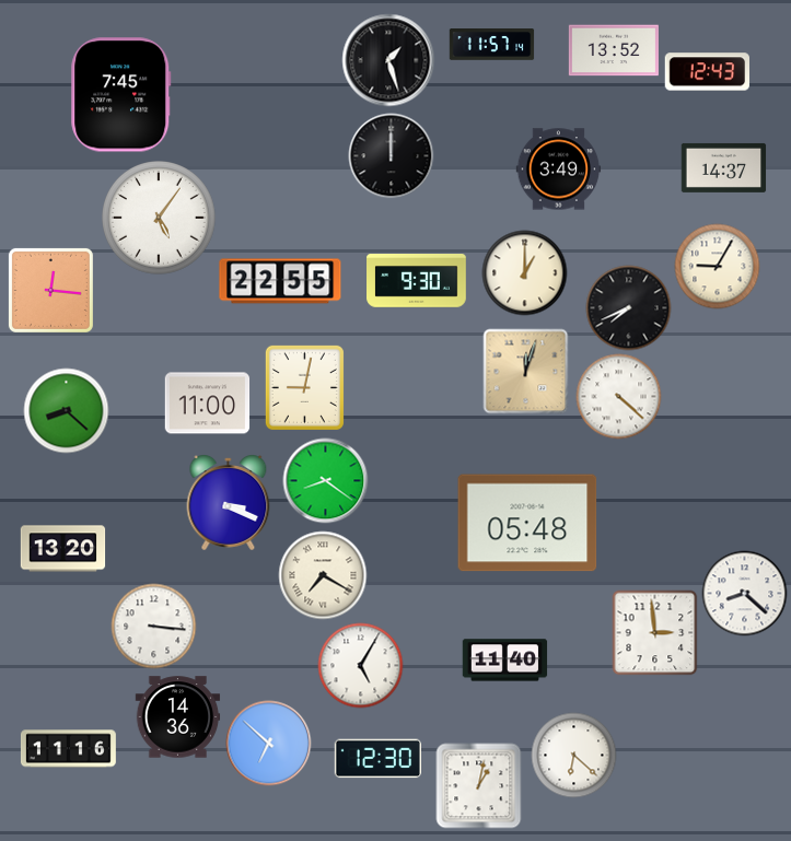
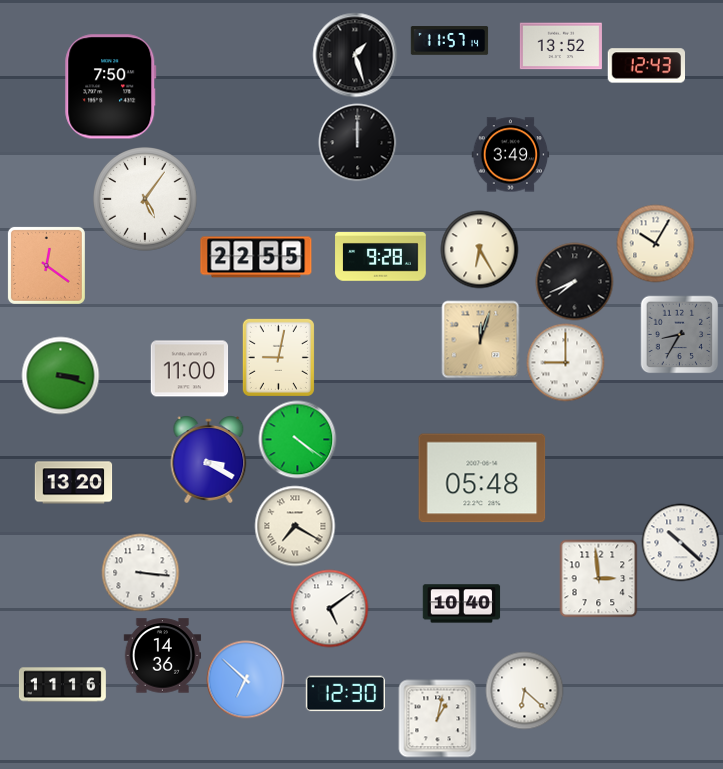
clock at (121, 95): 7:45 -> 7:50
clock at (723, 167): 14:37 -> none
clock at (717, 266): 9:05 -> 10:05
clock at (524, 272): 1:00 -> 6:25
clock at (417, 281): 9:30 -> 9:28
clock at (50, 290): 12:16 -> 12:21
clock at (679, 334): none -> 8:35
clock at (304, 387) position: (304, 387) -> (278, 357)
clock at (618, 396): 4:22 -> 9:00
clock at (66, 410): 8:22 -> 3:18
clock at (325, 480): 8:21 -> 4:21
clock at (229, 503): 3:19 -> 3:20
clock at (62, 549) position: (62, 549) -> (73, 483)
clock at (744, 593): 8:22 -> 10:22
clock at (504, 661): 11:40 -> 10:40
clock at (360, 665): 5:05 -> 5:09
